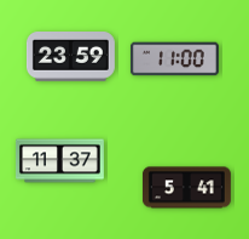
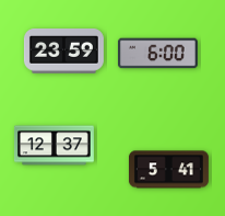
clock at (174, 59): 11:00 -> 6:00
clock at (59, 161): 11:37 -> 12:37
